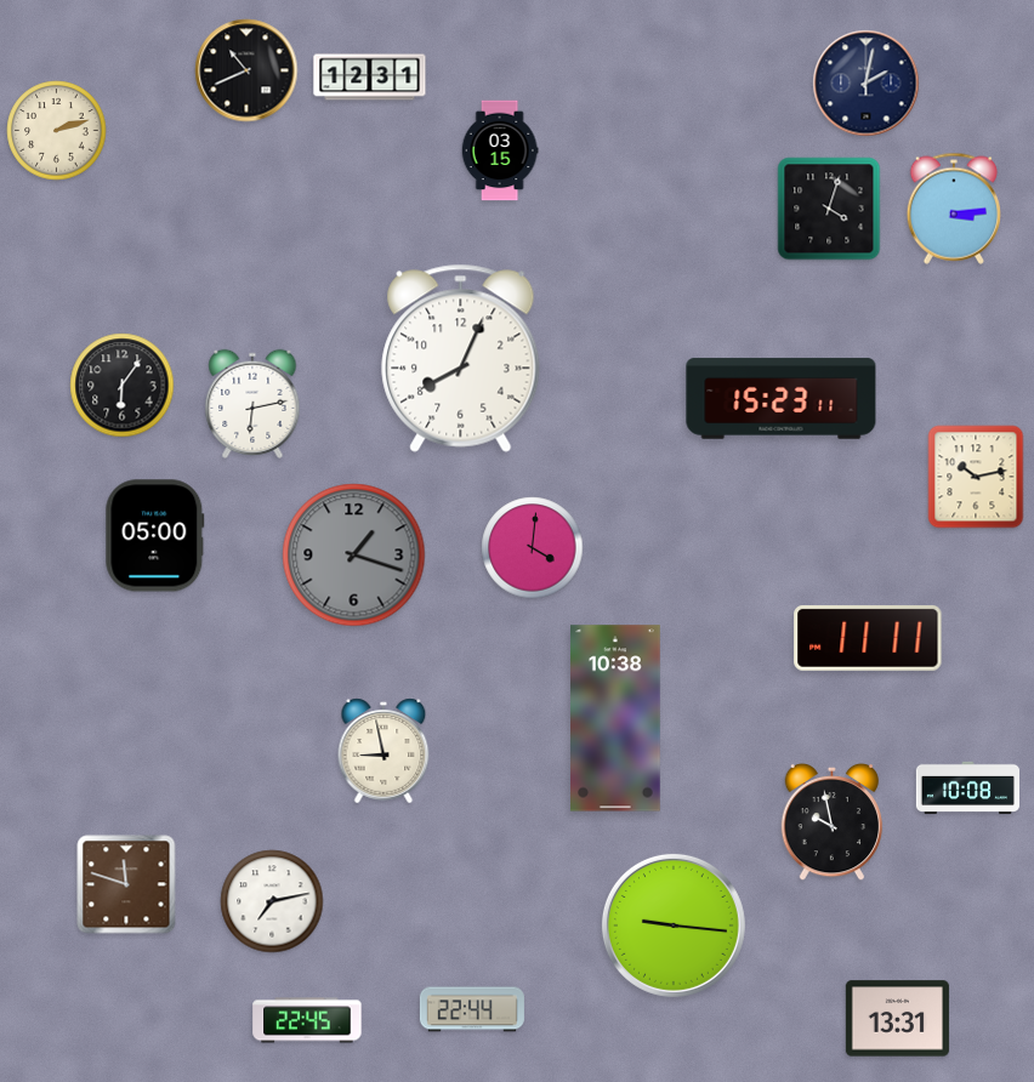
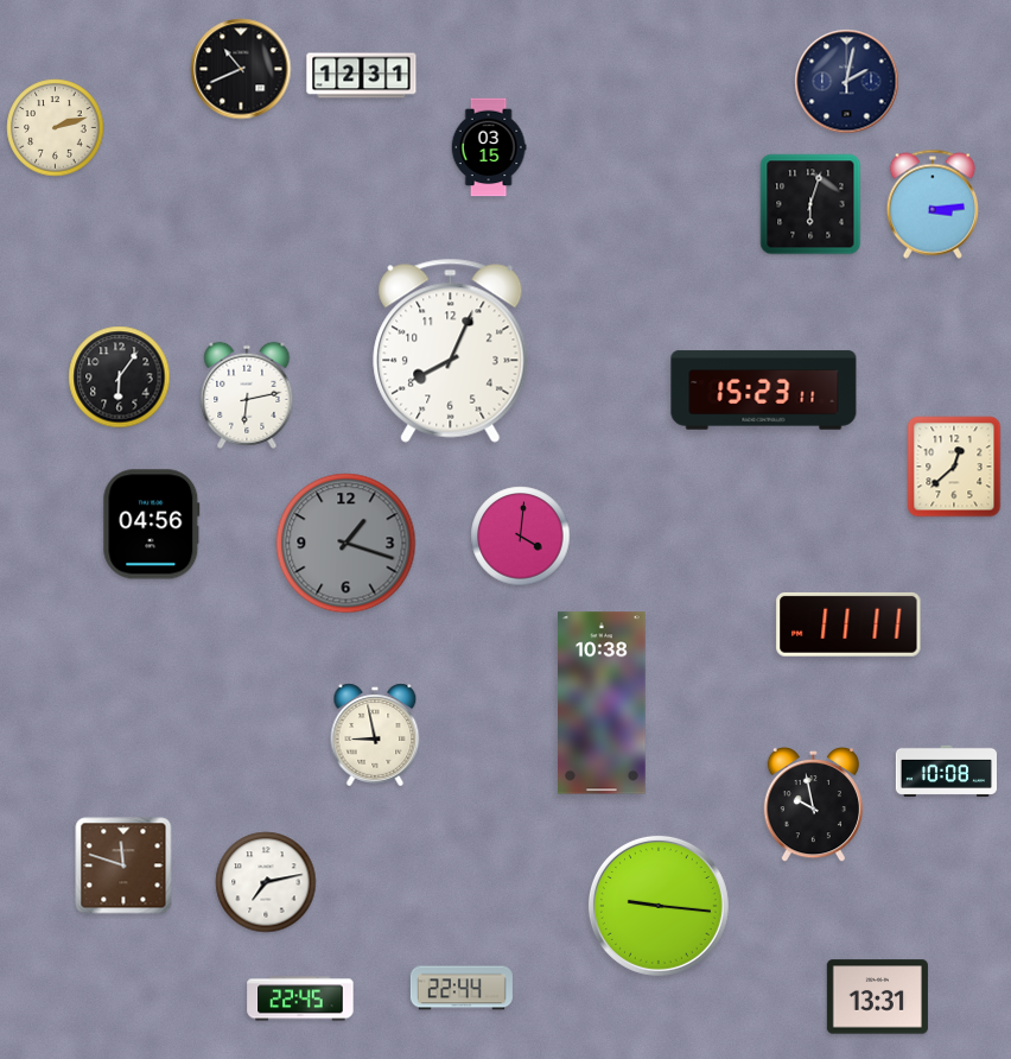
clock at (829, 209): 4:03 -> 6:03
clock at (976, 477): 10:13 -> 12:38
clock at (155, 536): 05:00 -> 04:56
